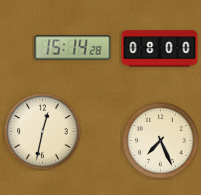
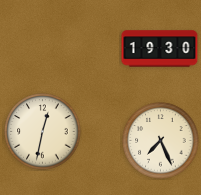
clock at (73, 48): 15:14 -> none
clock at (160, 49): 08:00 -> 19:30
